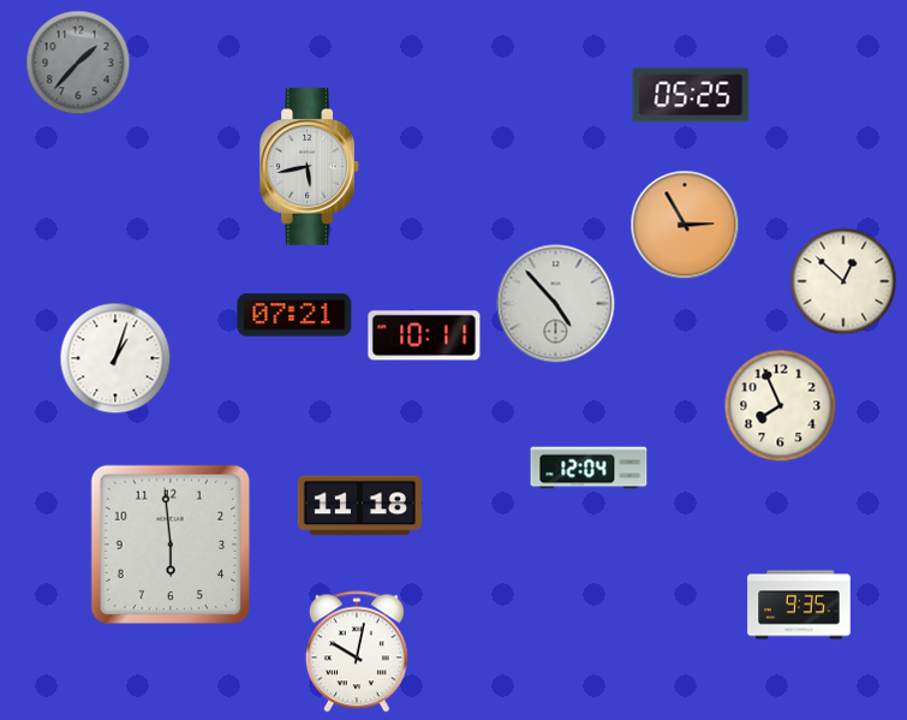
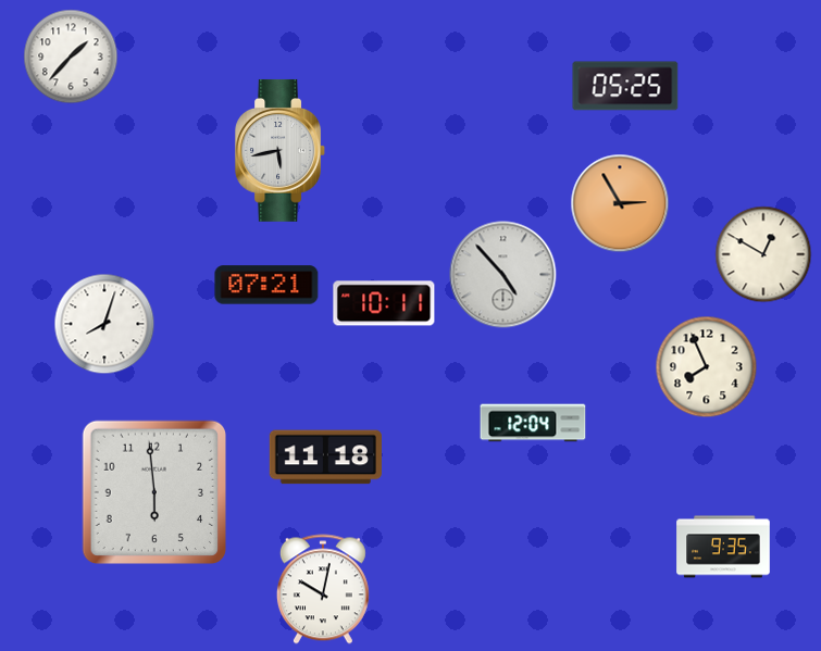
clock at (78, 63) dial: grey -> white
clock at (843, 281): 12:52 -> 12:50
clock at (115, 358): 1:03 -> 8:03
